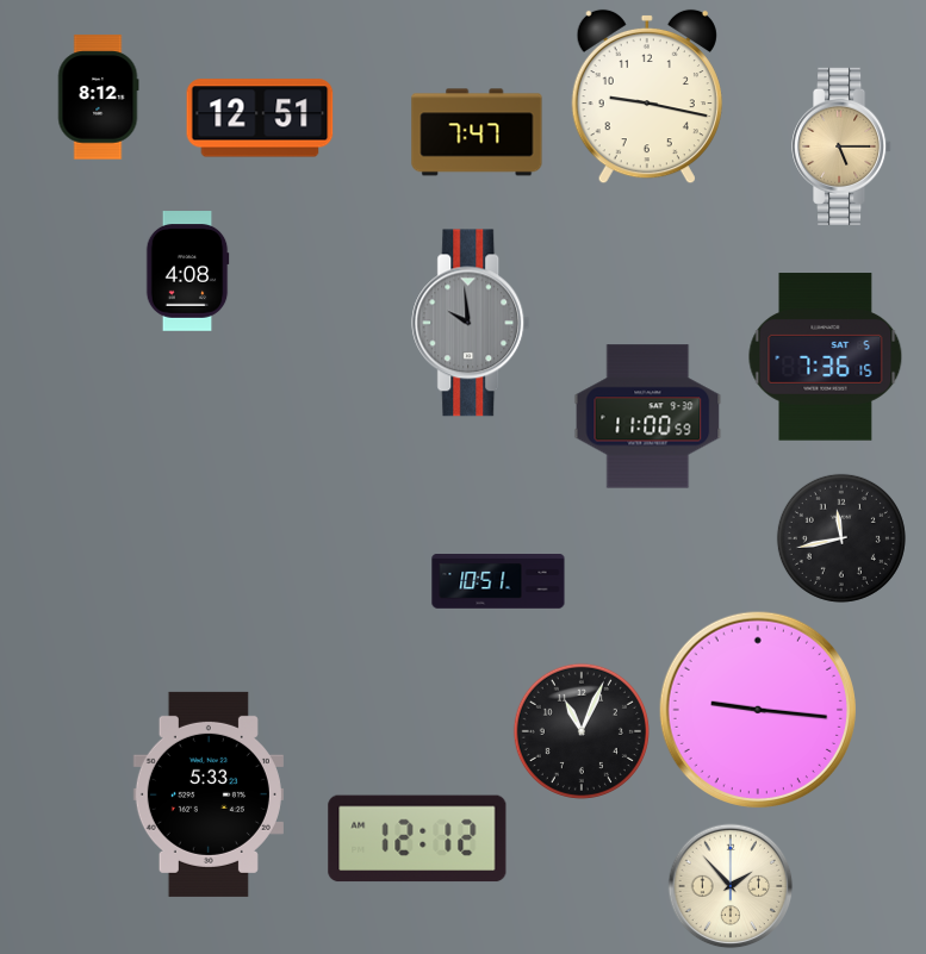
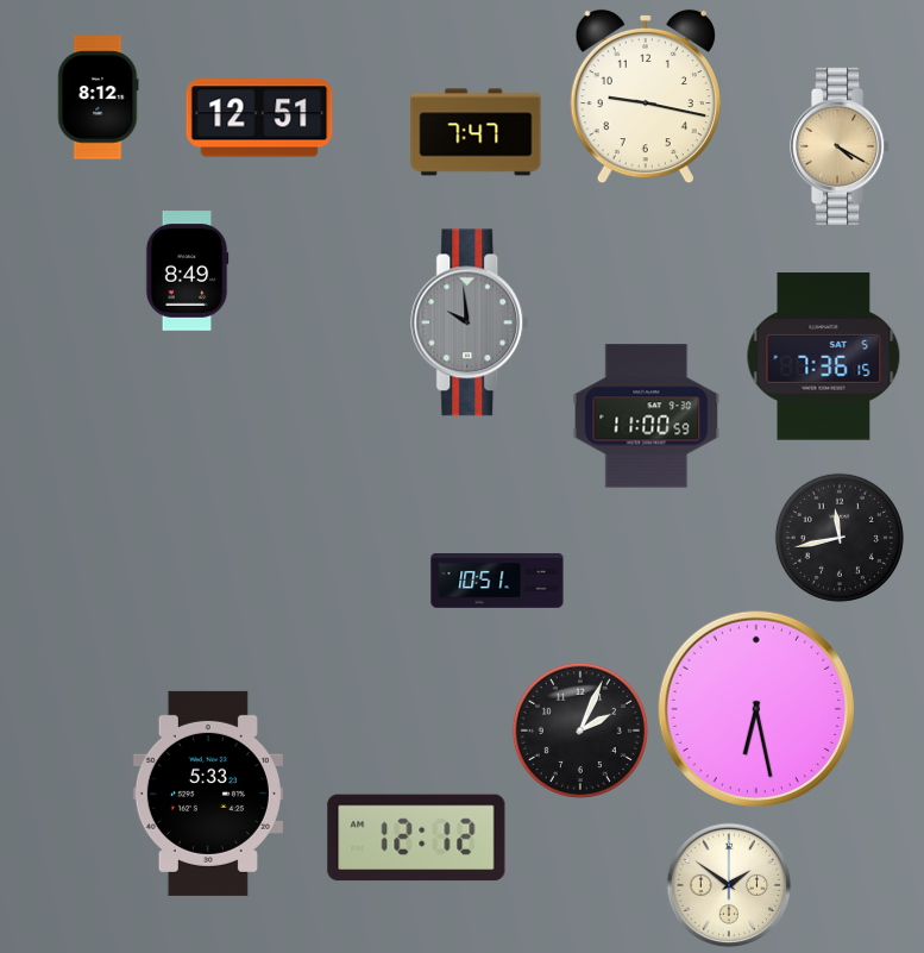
clock at (843, 146): 5:15 -> 4:20
clock at (187, 272): 4:08 -> 8:49
clock at (758, 710): 9:16 -> 6:28
clock at (582, 731): 11:04 -> 2:04
clock at (731, 886): 1:53 -> 1:51
